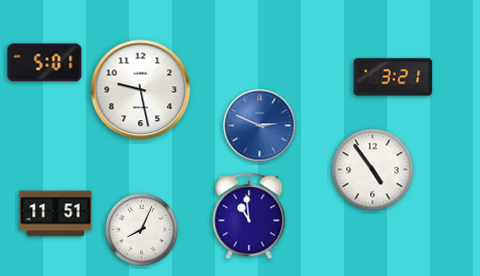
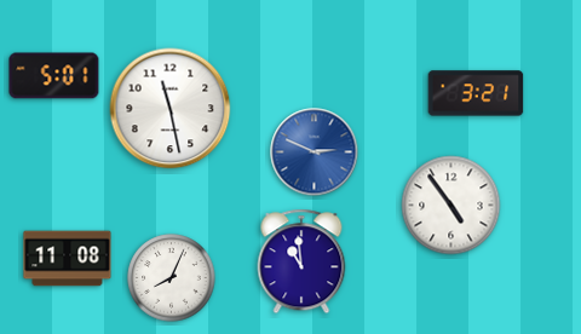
clock at (141, 90): 9:28 -> 11:28
clock at (56, 214): 11:51 -> 11:08
